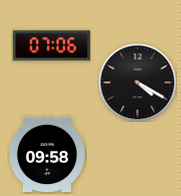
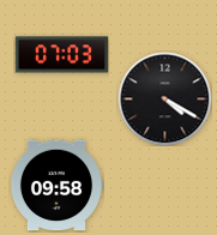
clock at (51, 46): 07:06 -> 07:03
